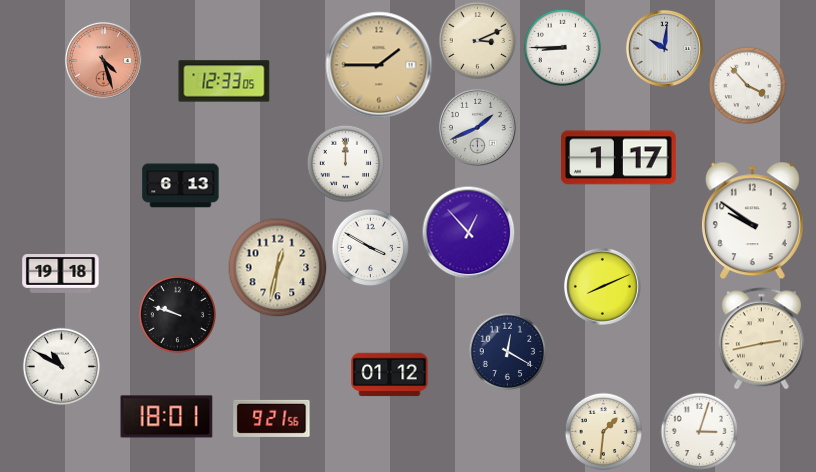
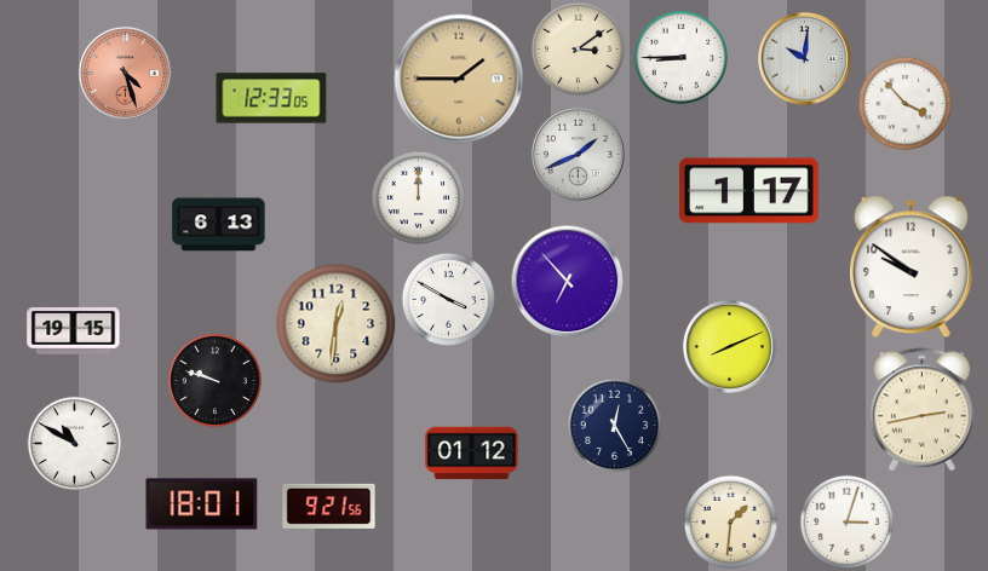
clock at (477, 40): 3:11 -> 3:09
clock at (468, 232): 12:53 -> 6:53
clock at (278, 268): 12:32 -> 12:31
clock at (61, 274): 19:18 -> 19:15
clock at (507, 351): 12:20 -> 12:25
